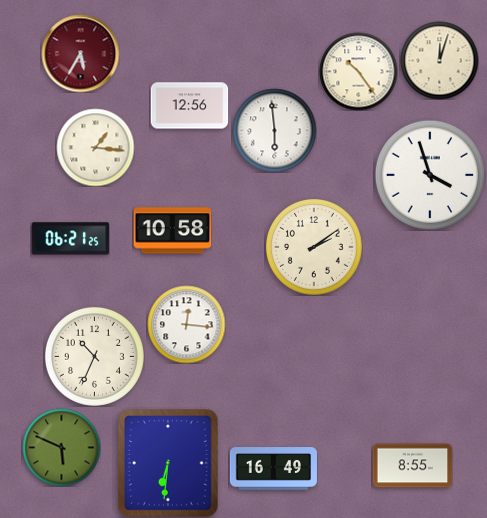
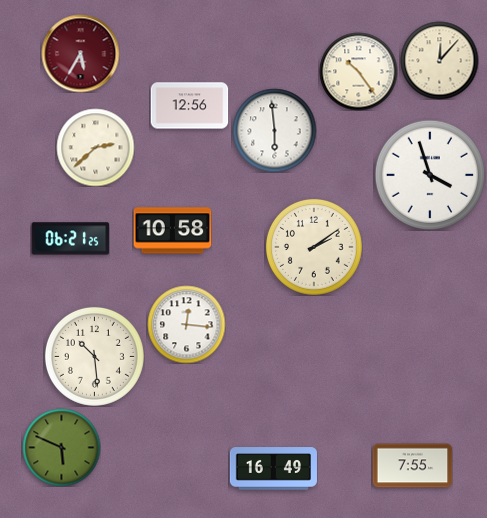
clock at (439, 60): 12:03 -> 12:07
clock at (95, 147): 1:16 -> 2:38
clock at (94, 356): 10:34 -> 10:29
clock at (169, 464): 6:31 -> none
clock at (412, 466): 8:55 -> 7:55
